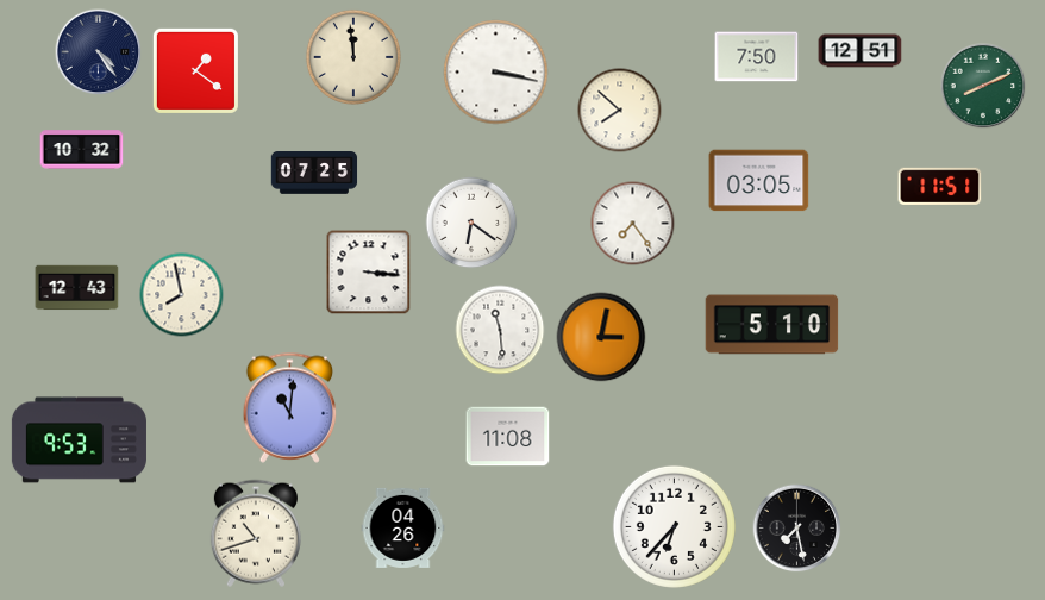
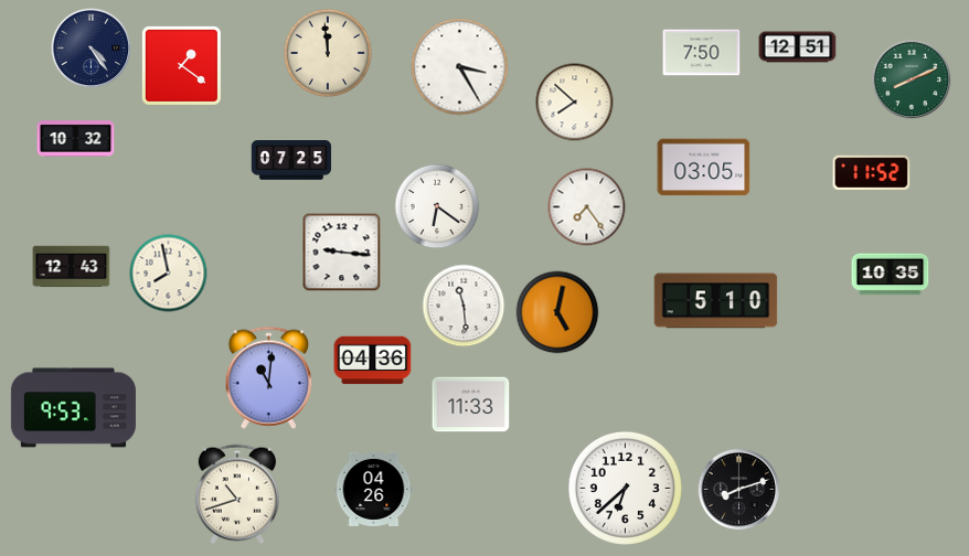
clock at (496, 73): 3:17 -> 3:25
clock at (940, 186): 11:51 -> 11:52
clock at (369, 273): 3:16 -> 9:16
clock at (891, 275): none -> 10:35
clock at (601, 337): 3:02 -> 5:02
clock at (373, 361): none -> 04:36
clock at (508, 437): 11:08 -> 11:33
clock at (674, 526): 6:37 -> 6:38
clock at (797, 529): 7:28 -> 8:12
